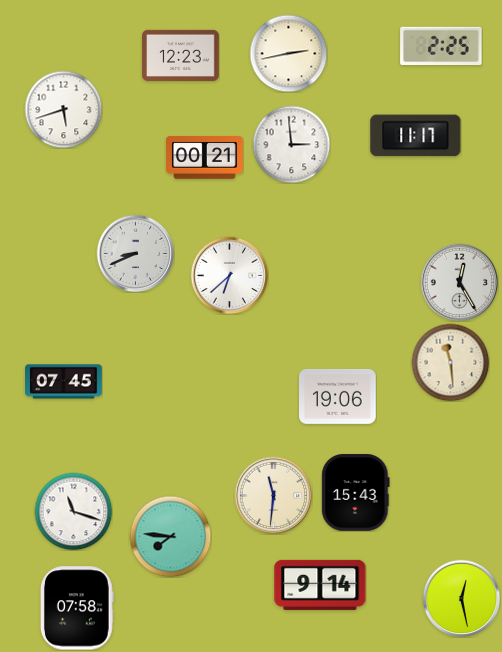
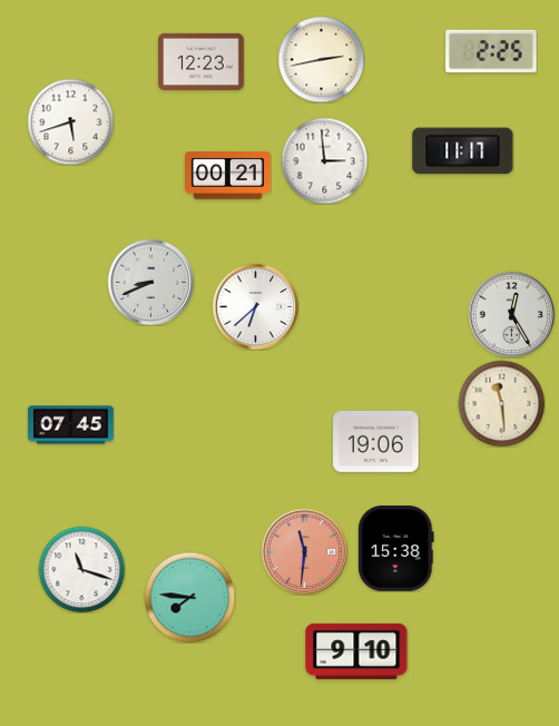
clock at (356, 493): 15:43 -> 15:38
clock at (273, 495) dial: cream -> salmon
clock at (320, 585): 9:14 -> 9:10
clock at (461, 598): 12:28 -> none
clock at (78, 608): 07:58 -> none
